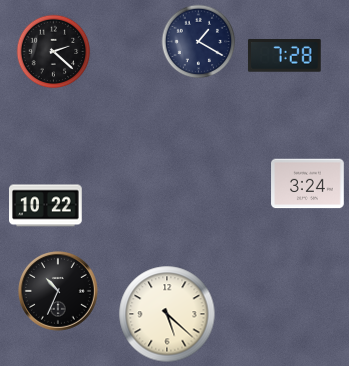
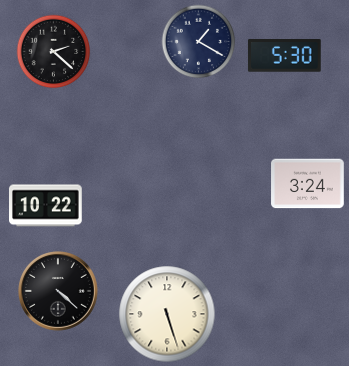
clock at (284, 56): 7:28 -> 5:30
clock at (59, 292): 10:34 -> 4:22
clock at (167, 314): 5:22 -> 5:27
